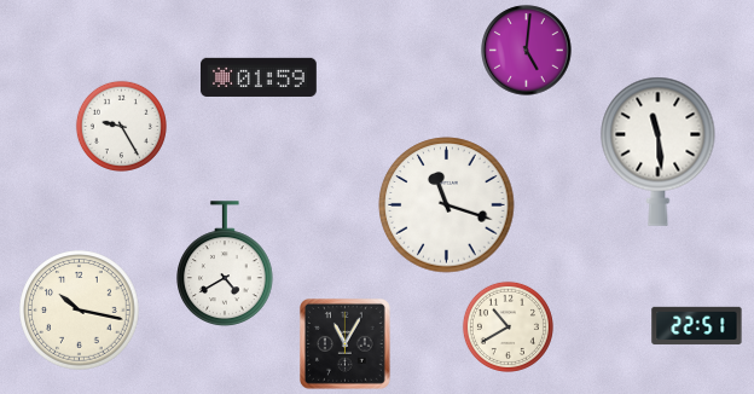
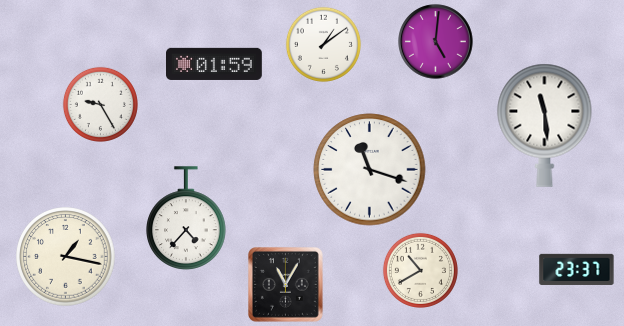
clock at (323, 44): none -> 1:09
clock at (225, 263): 4:40 -> 4:37
clock at (80, 311): 10:17 -> 1:17
clock at (697, 325): 22:51 -> 23:37
